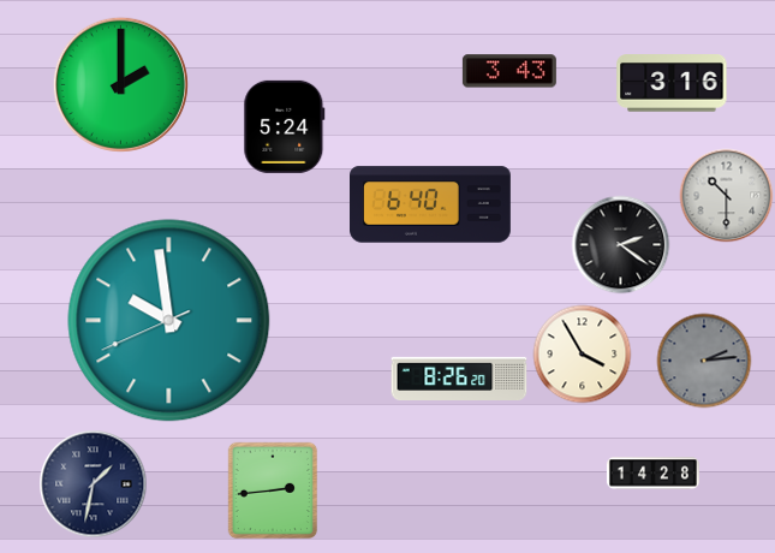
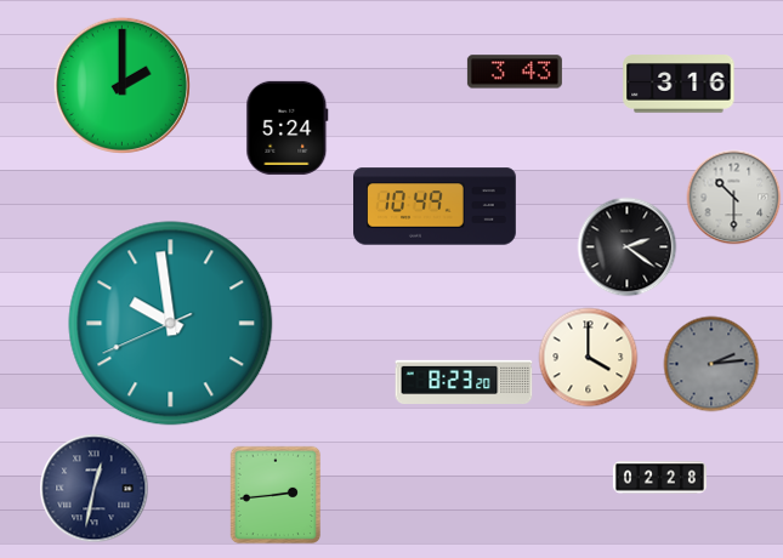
clock at (431, 204): 6:40 -> 10:49
clock at (582, 353): 3:55 -> 4:00
clock at (459, 377): 8:26 -> 8:23
clock at (652, 474): 14:28 -> 02:28
clock at (93, 483): 1:32 -> 12:32
